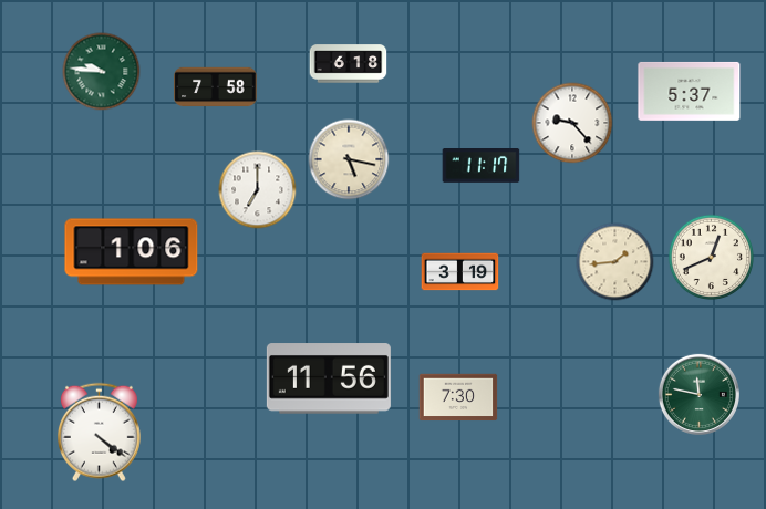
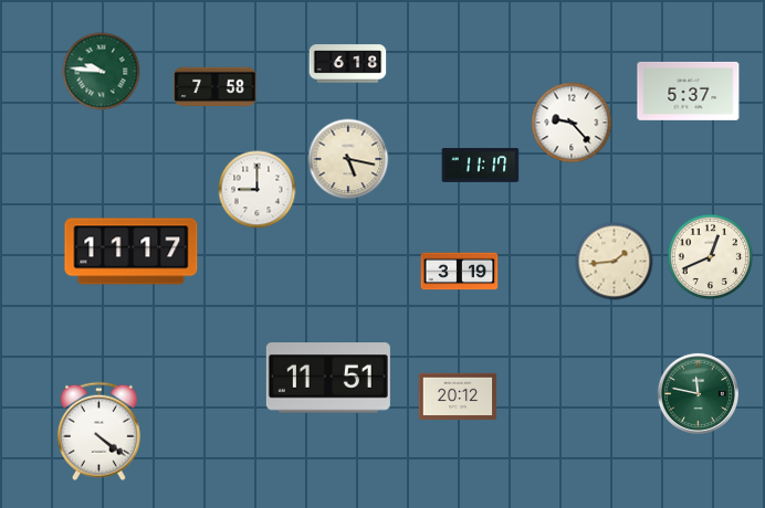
clock at (258, 190): 7:00 -> 9:00
clock at (132, 252): 1:06 -> 11:17
clock at (329, 378): 11:56 -> 11:51
clock at (458, 397): 7:30 -> 20:12
